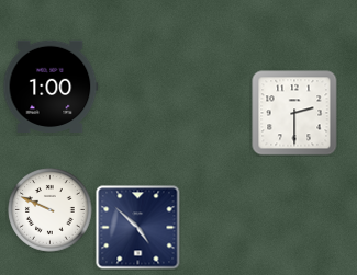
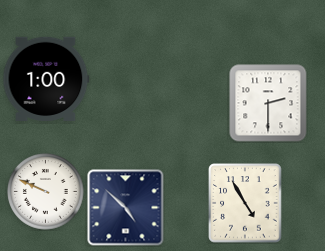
clock at (245, 203): none -> 4:55
